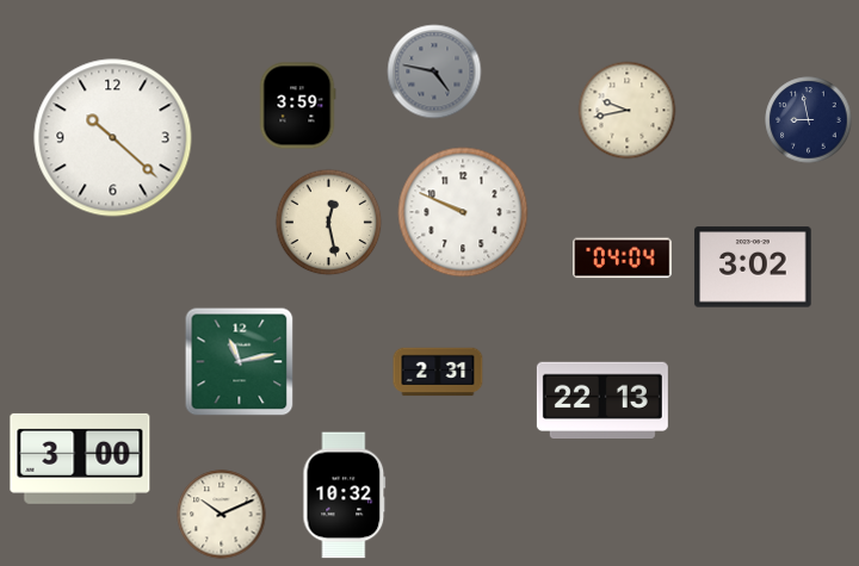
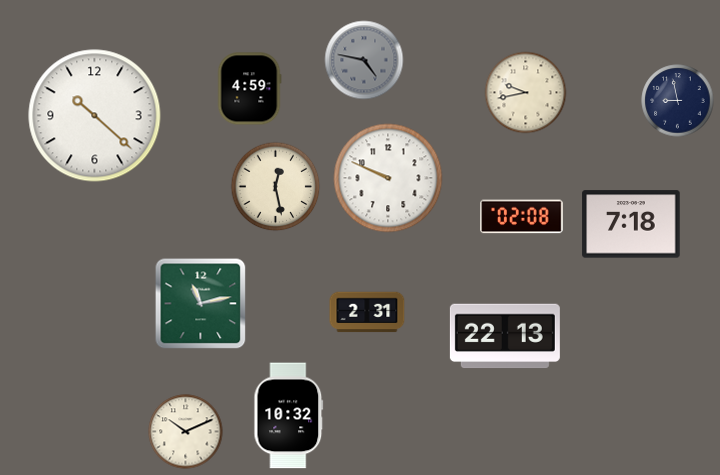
clock at (297, 106): 3:59 -> 4:59
clock at (623, 259): 04:04 -> 02:08
clock at (753, 267): 3:02 -> 7:18
clock at (80, 459): 3:00 -> none
